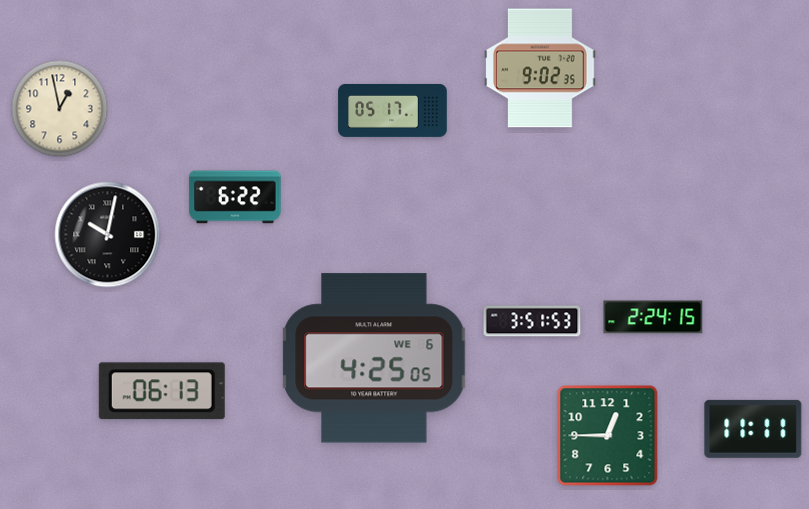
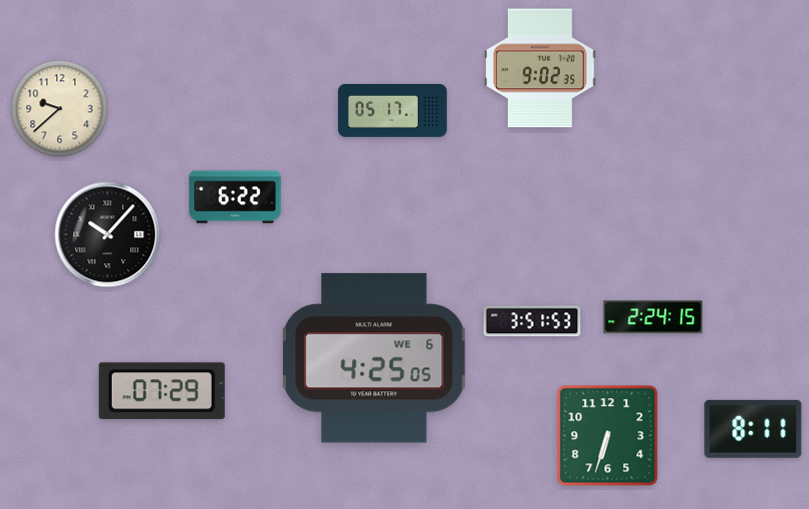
clock at (60, 109): 12:58 -> 9:38
clock at (108, 235): 10:02 -> 10:07
clock at (162, 391): 06:13 -> 07:29
clock at (753, 429): 11:11 -> 8:11
clock at (608, 436): 12:45 -> 6:33
